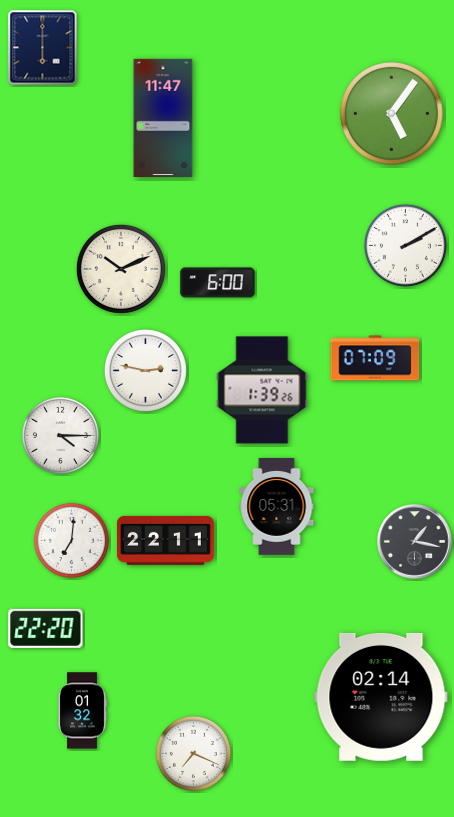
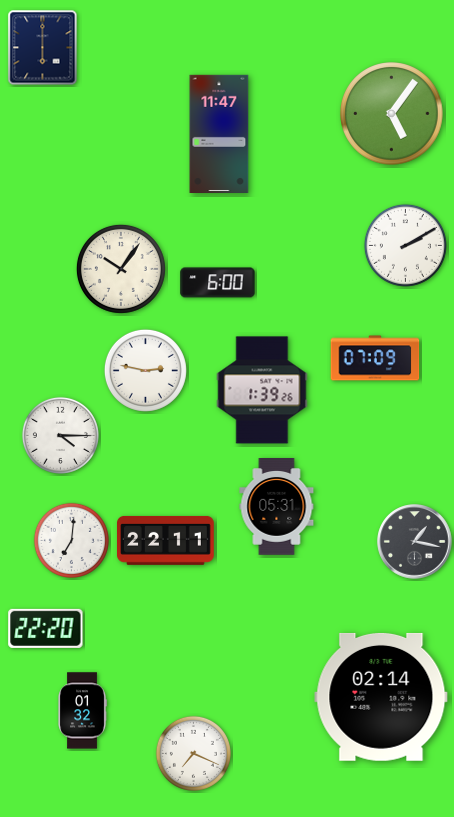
clock at (163, 117) position: (163, 117) -> (219, 133)
clock at (121, 269): 10:11 -> 10:06
